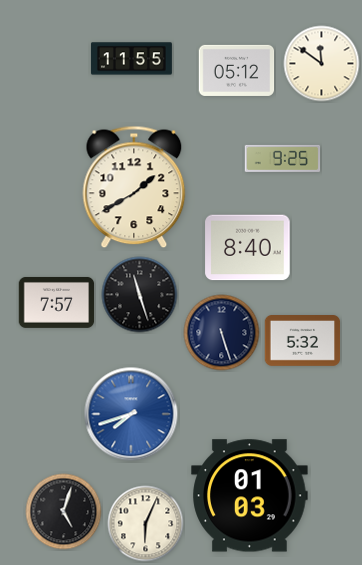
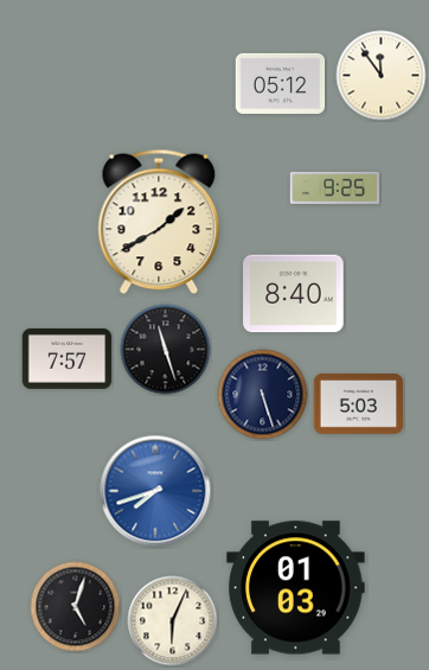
clock at (131, 59): 11:55 -> none
clock at (322, 64): 11:51 -> 11:54
clock at (303, 341): 5:32 -> 5:03
